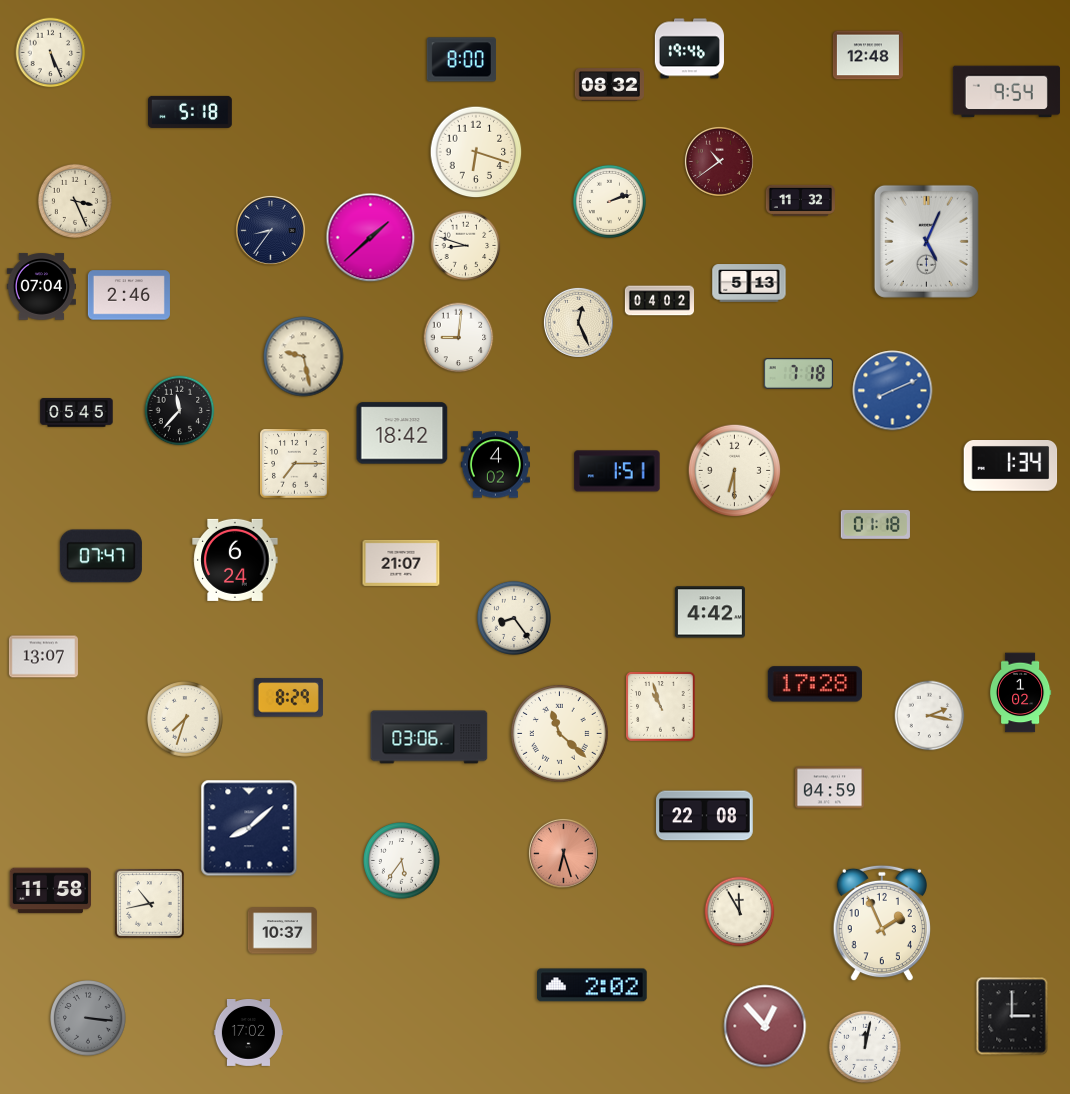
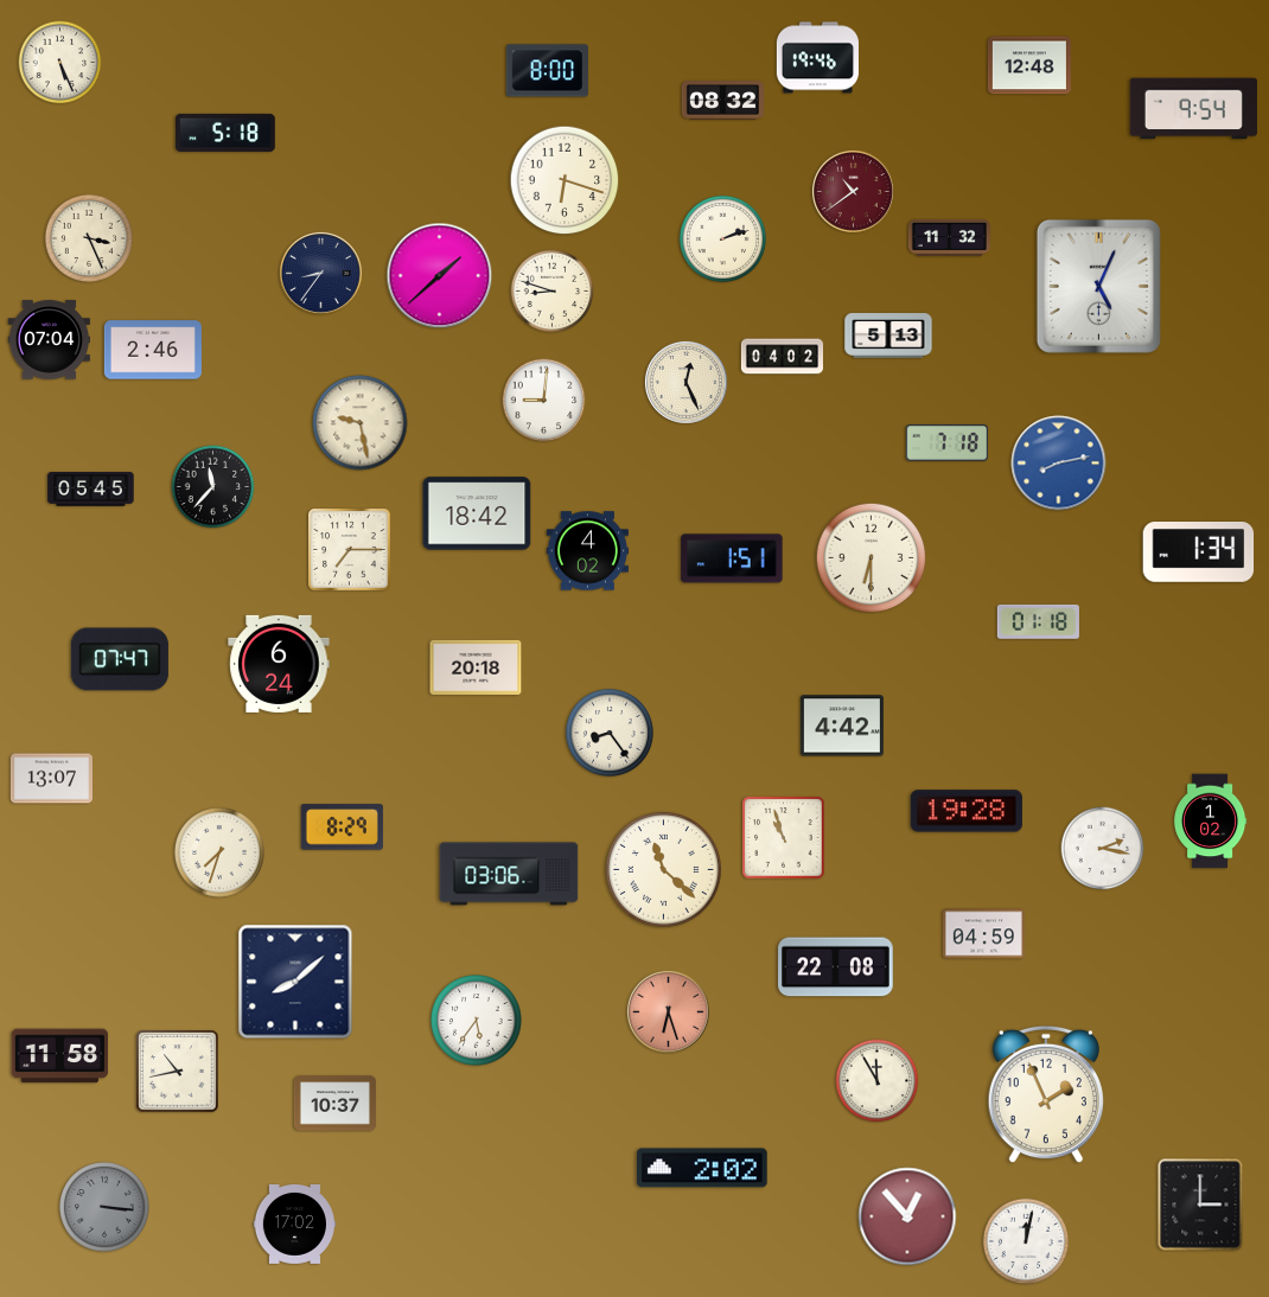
clock at (371, 238) position: (371, 238) -> (440, 276)
clock at (893, 391): 8:11 -> 8:13
clock at (401, 563): 21:07 -> 20:18
clock at (815, 684): 17:28 -> 19:28
